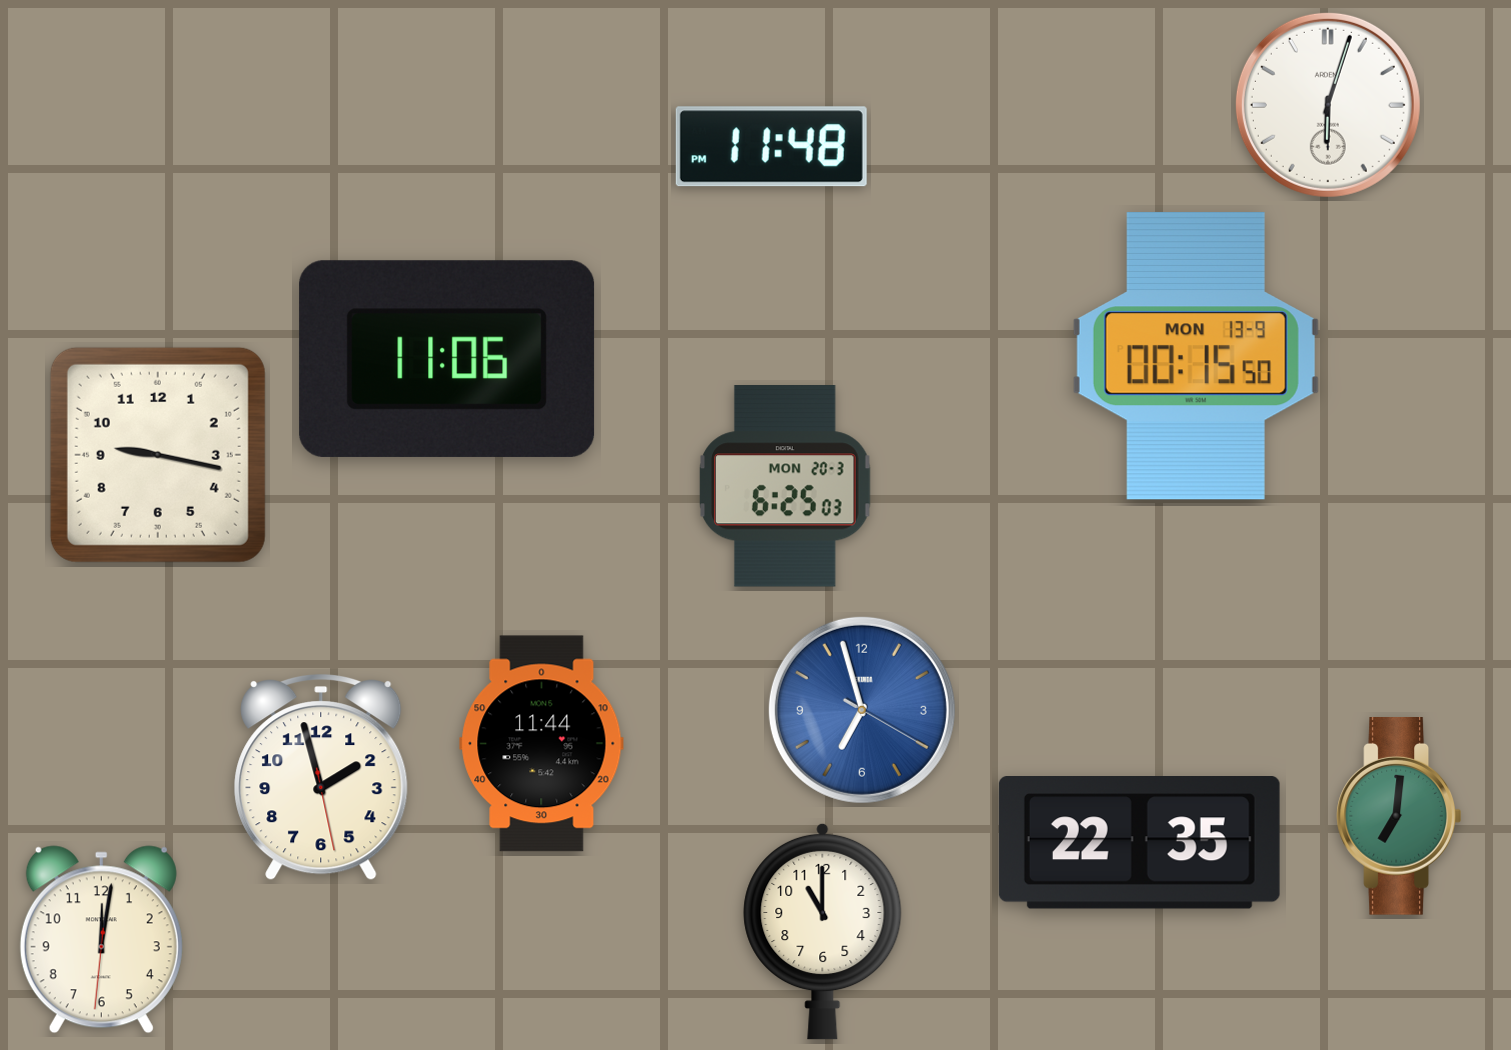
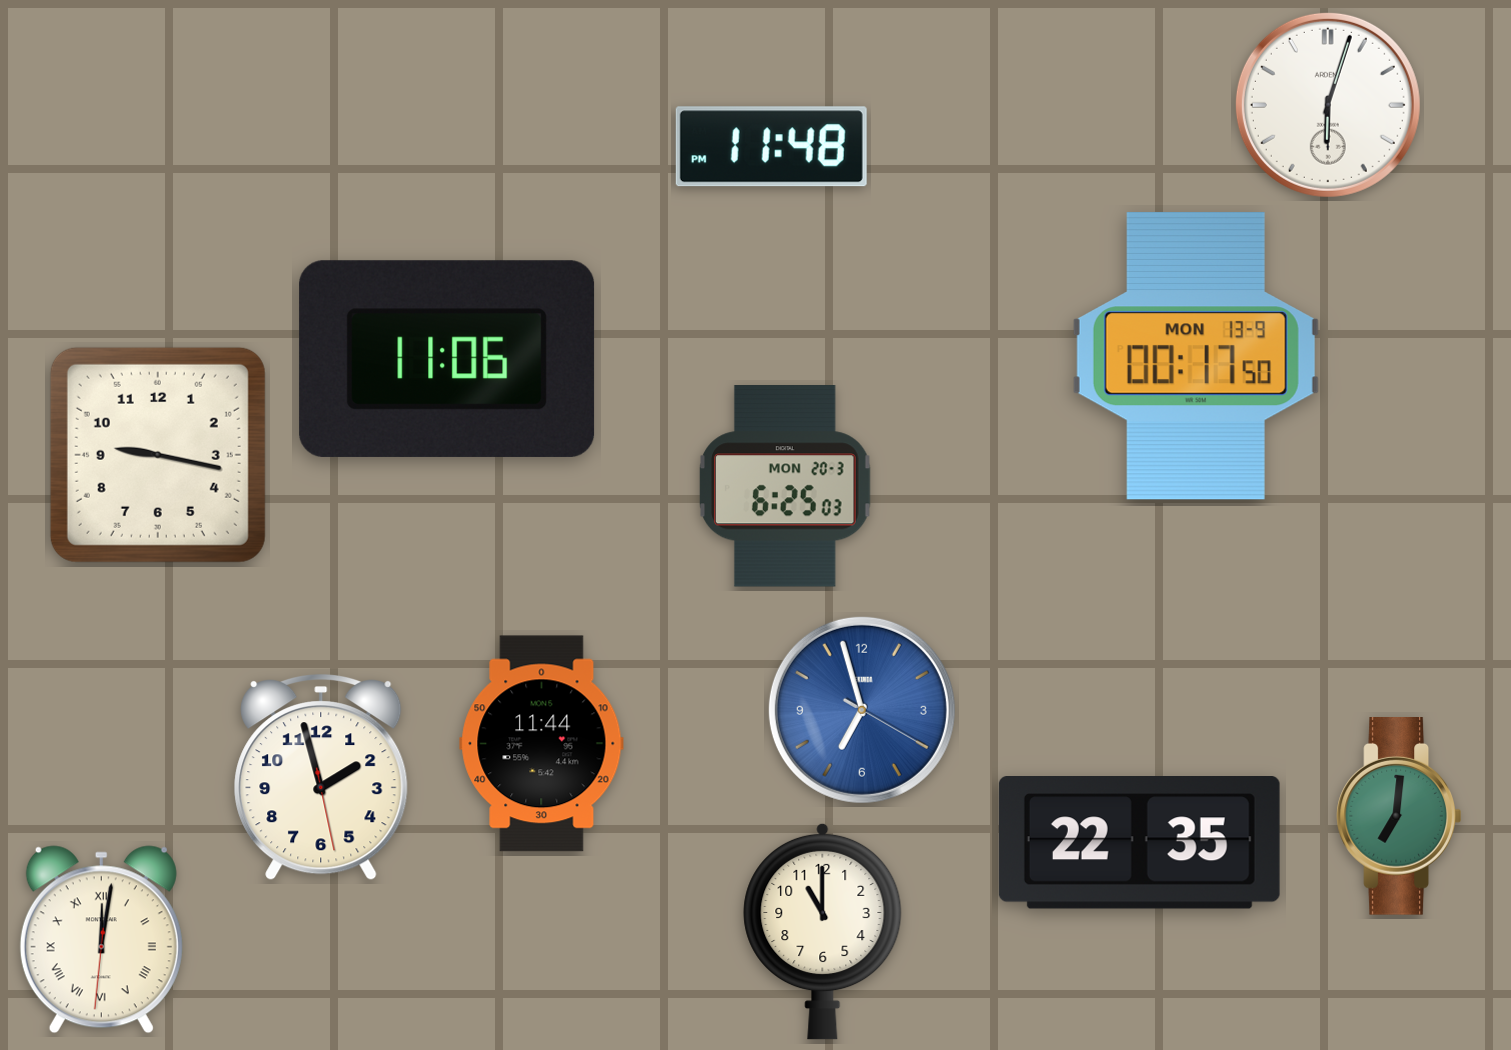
clock at (1196, 356): 00:15 -> 00:17
clock at (101, 940) numerals: Arabic -> Roman
